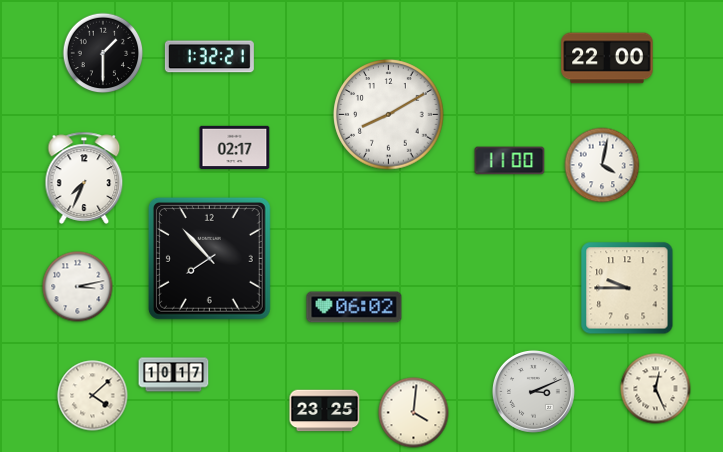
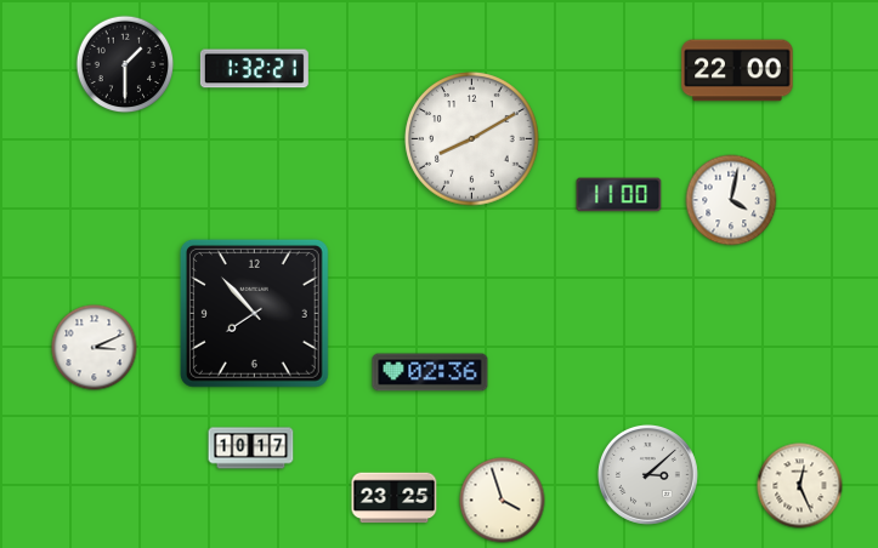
clock at (235, 147): 02:17 -> none
clock at (84, 178): 7:34 -> none
clock at (78, 287): 3:13 -> 3:11
clock at (627, 288): 9:45 -> none
clock at (354, 307): 06:02 -> 02:36
clock at (174, 375) position: (174, 375) -> (251, 449)
clock at (656, 389) position: (656, 389) -> (800, 486)
clock at (533, 391): 3:11 -> 3:08
clock at (93, 396): 4:08 -> none
clock at (414, 413): 4:01 -> 3:57
